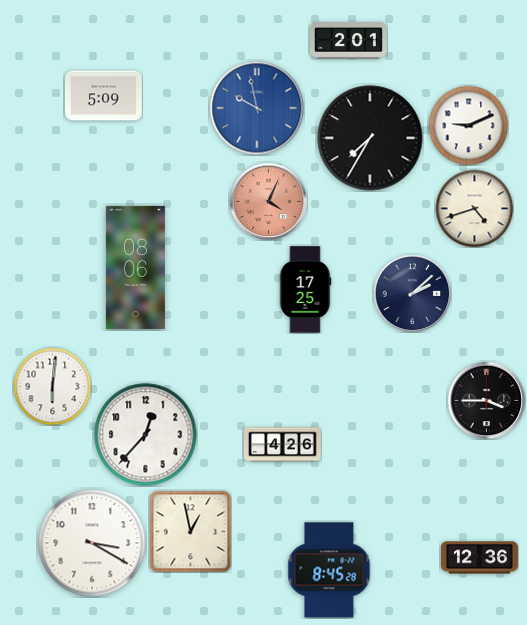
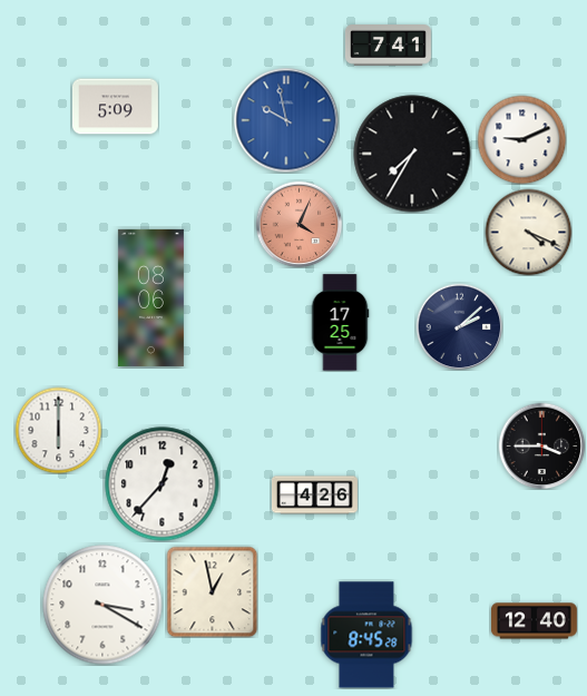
clock at (348, 41): 2:01 -> 7:41
clock at (474, 208): 4:42 -> 4:19
clock at (52, 386): 6:01 -> 6:00
clock at (479, 558): 12:36 -> 12:40
